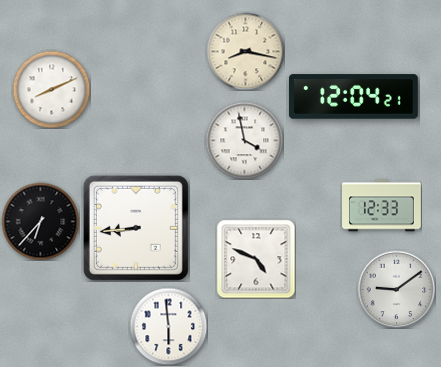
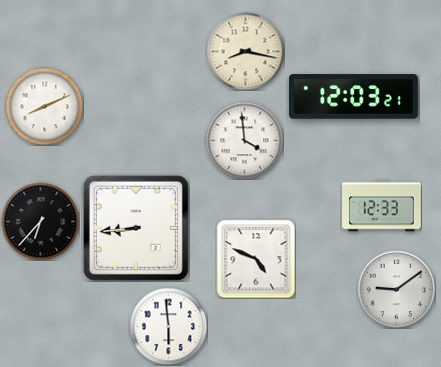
clock at (51, 89) position: (51, 89) -> (44, 106)
clock at (353, 97): 12:04 -> 12:03
clock at (244, 140): 3:58 -> 3:59
